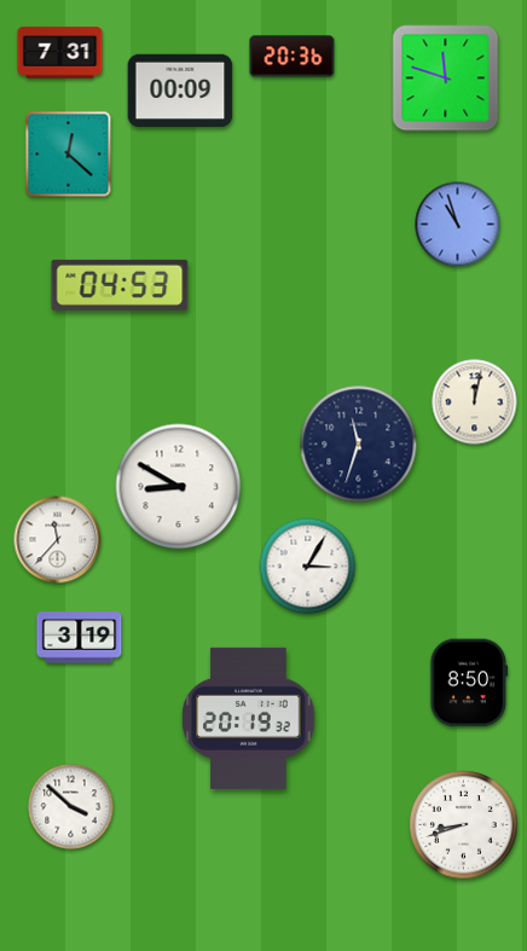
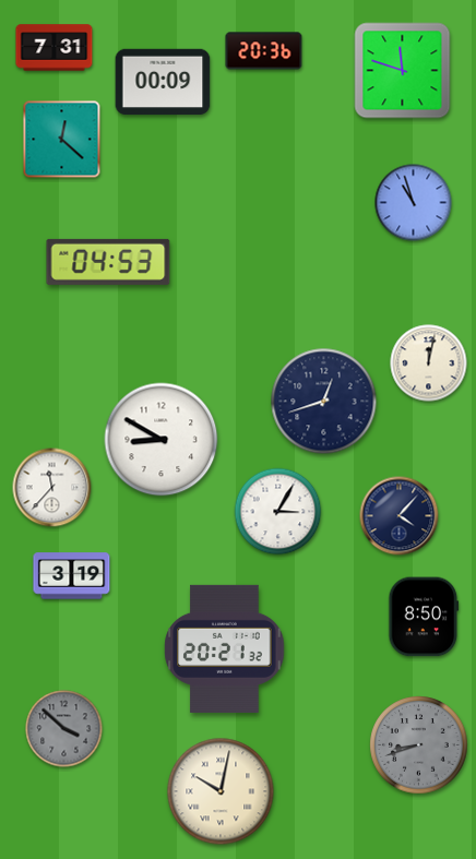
clock at (120, 285) position: (120, 285) -> (108, 262)
clock at (359, 445): 11:33 -> 12:42
clock at (400, 516): none -> 4:07
clock at (249, 718): 20:19 -> 20:21
clock at (71, 807) dial: white -> grey
clock at (464, 825) dial: white -> grey
clock at (221, 791): none -> 10:02
